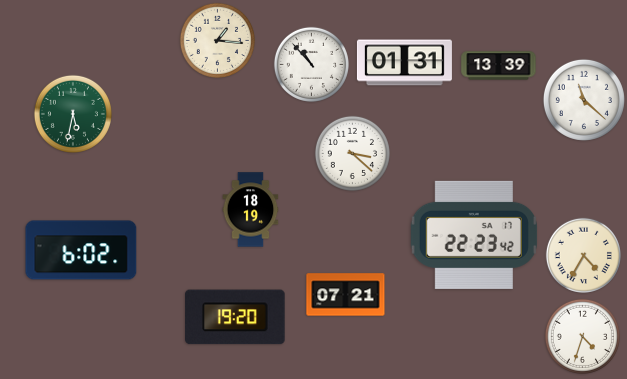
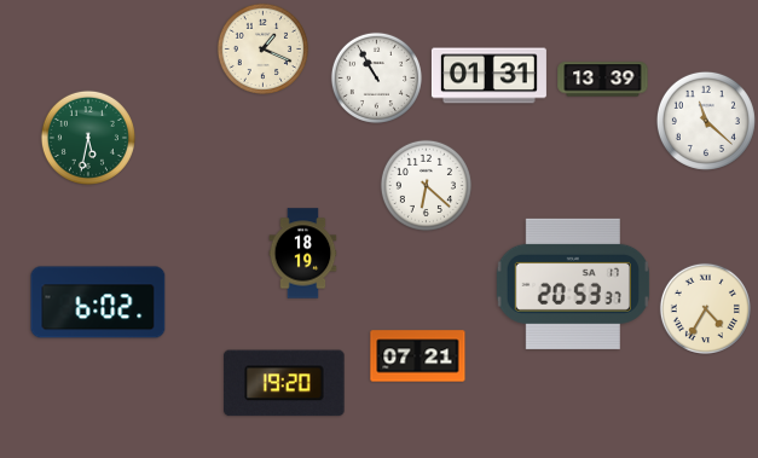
clock at (217, 40): 1:16 -> 1:19
clock at (311, 64): 10:53 -> 10:55
clock at (352, 153): 3:22 -> 6:22
clock at (474, 235): 22:23 -> 20:53
clock at (582, 336): 4:33 -> none
